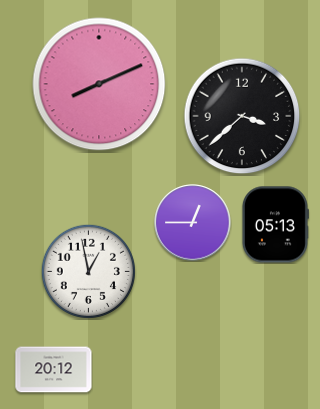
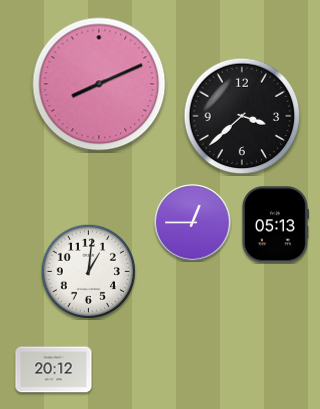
clock at (88, 271): 12:58 -> 1:01
